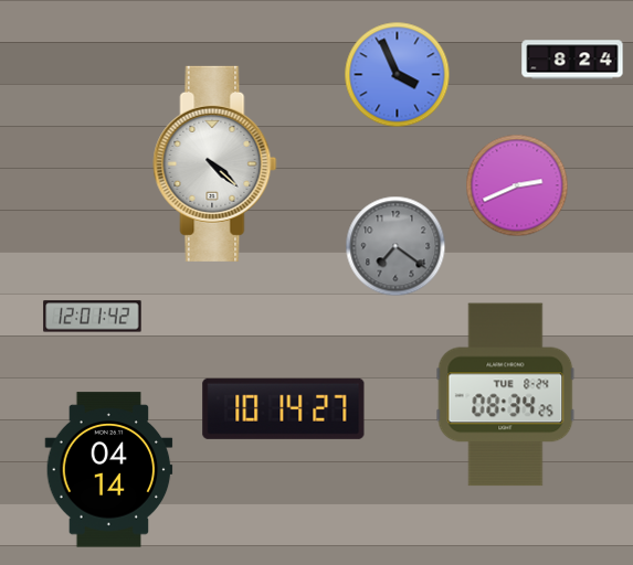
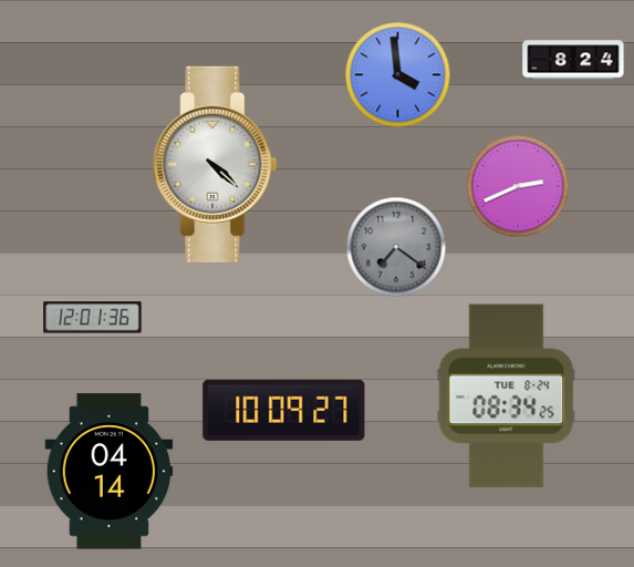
clock at (397, 74): 3:56 -> 3:59
clock at (93, 317): 12:01:42 -> 12:01:36
clock at (284, 408): 10:14 -> 10:09
